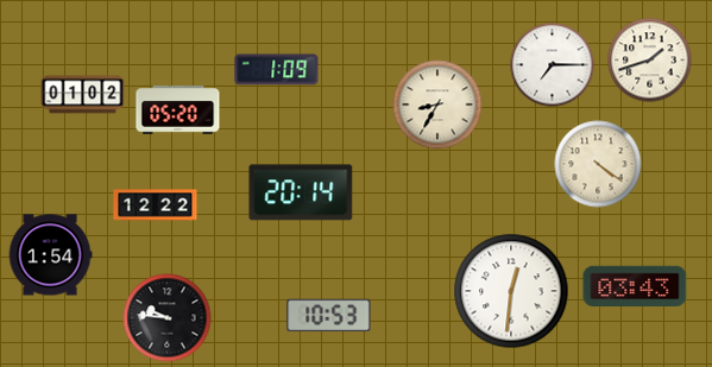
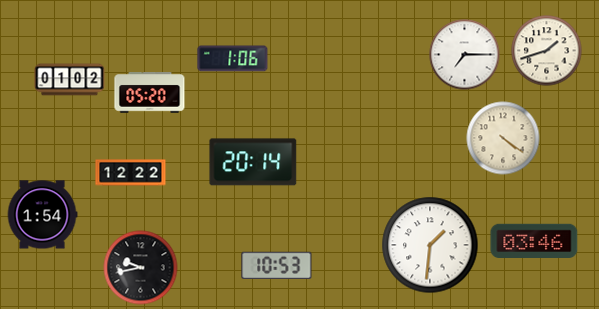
clock at (277, 70): 1:09 -> 1:06
clock at (437, 105): 8:35 -> none
clock at (635, 285): 03:43 -> 03:46
clock at (511, 291): 12:31 -> 1:31
clock at (168, 318): 9:46 -> 9:43
